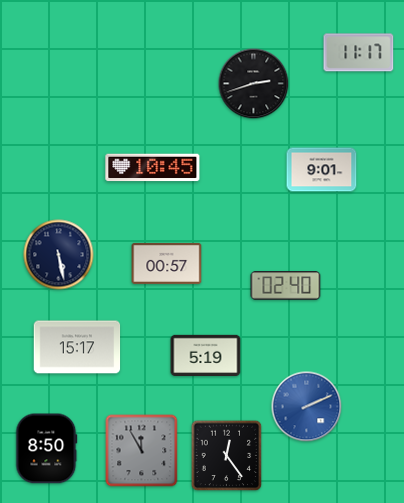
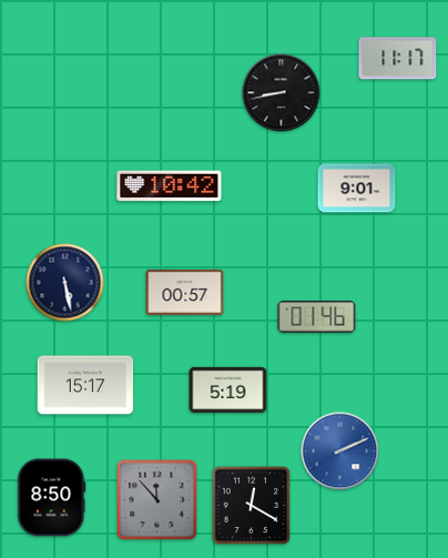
clock at (254, 84): 2:42 -> 8:43
clock at (153, 168): 10:45 -> 10:42
clock at (286, 286): 02:40 -> 01:46
clock at (206, 355) position: (206, 355) -> (228, 389)
clock at (142, 451): 11:55 -> 11:53
clock at (227, 456): 12:24 -> 12:20
